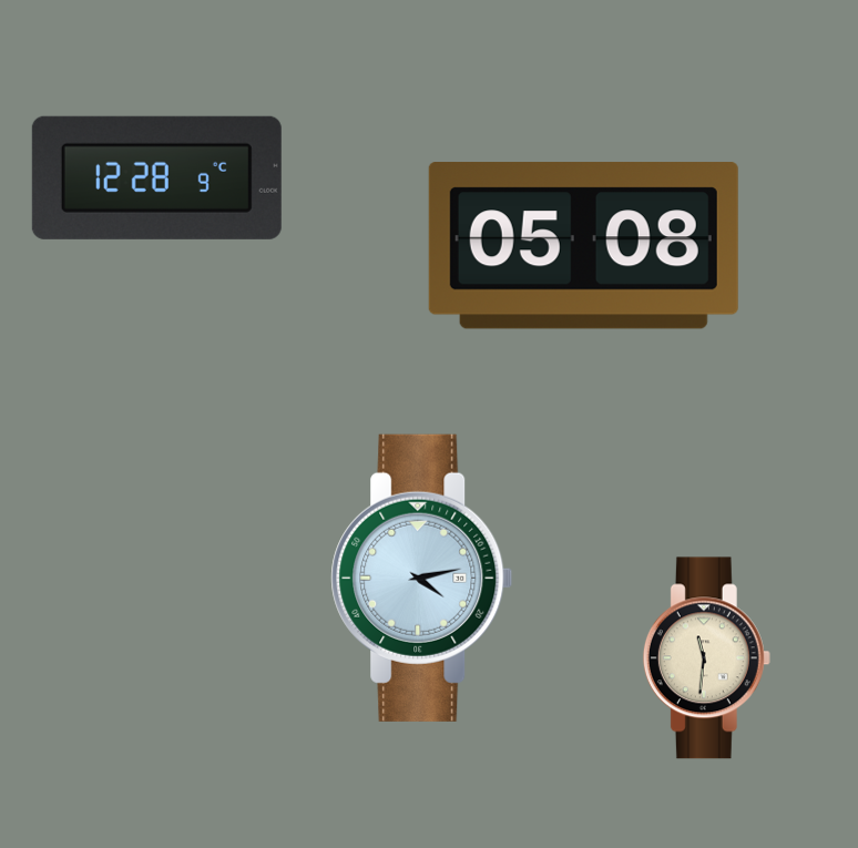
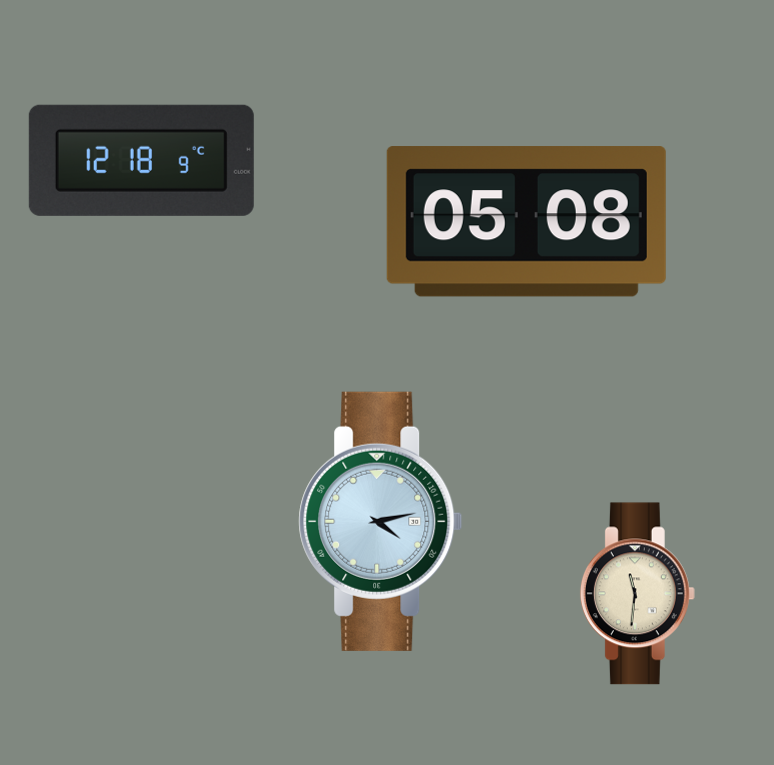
clock at (156, 177): 12:28 -> 12:18
